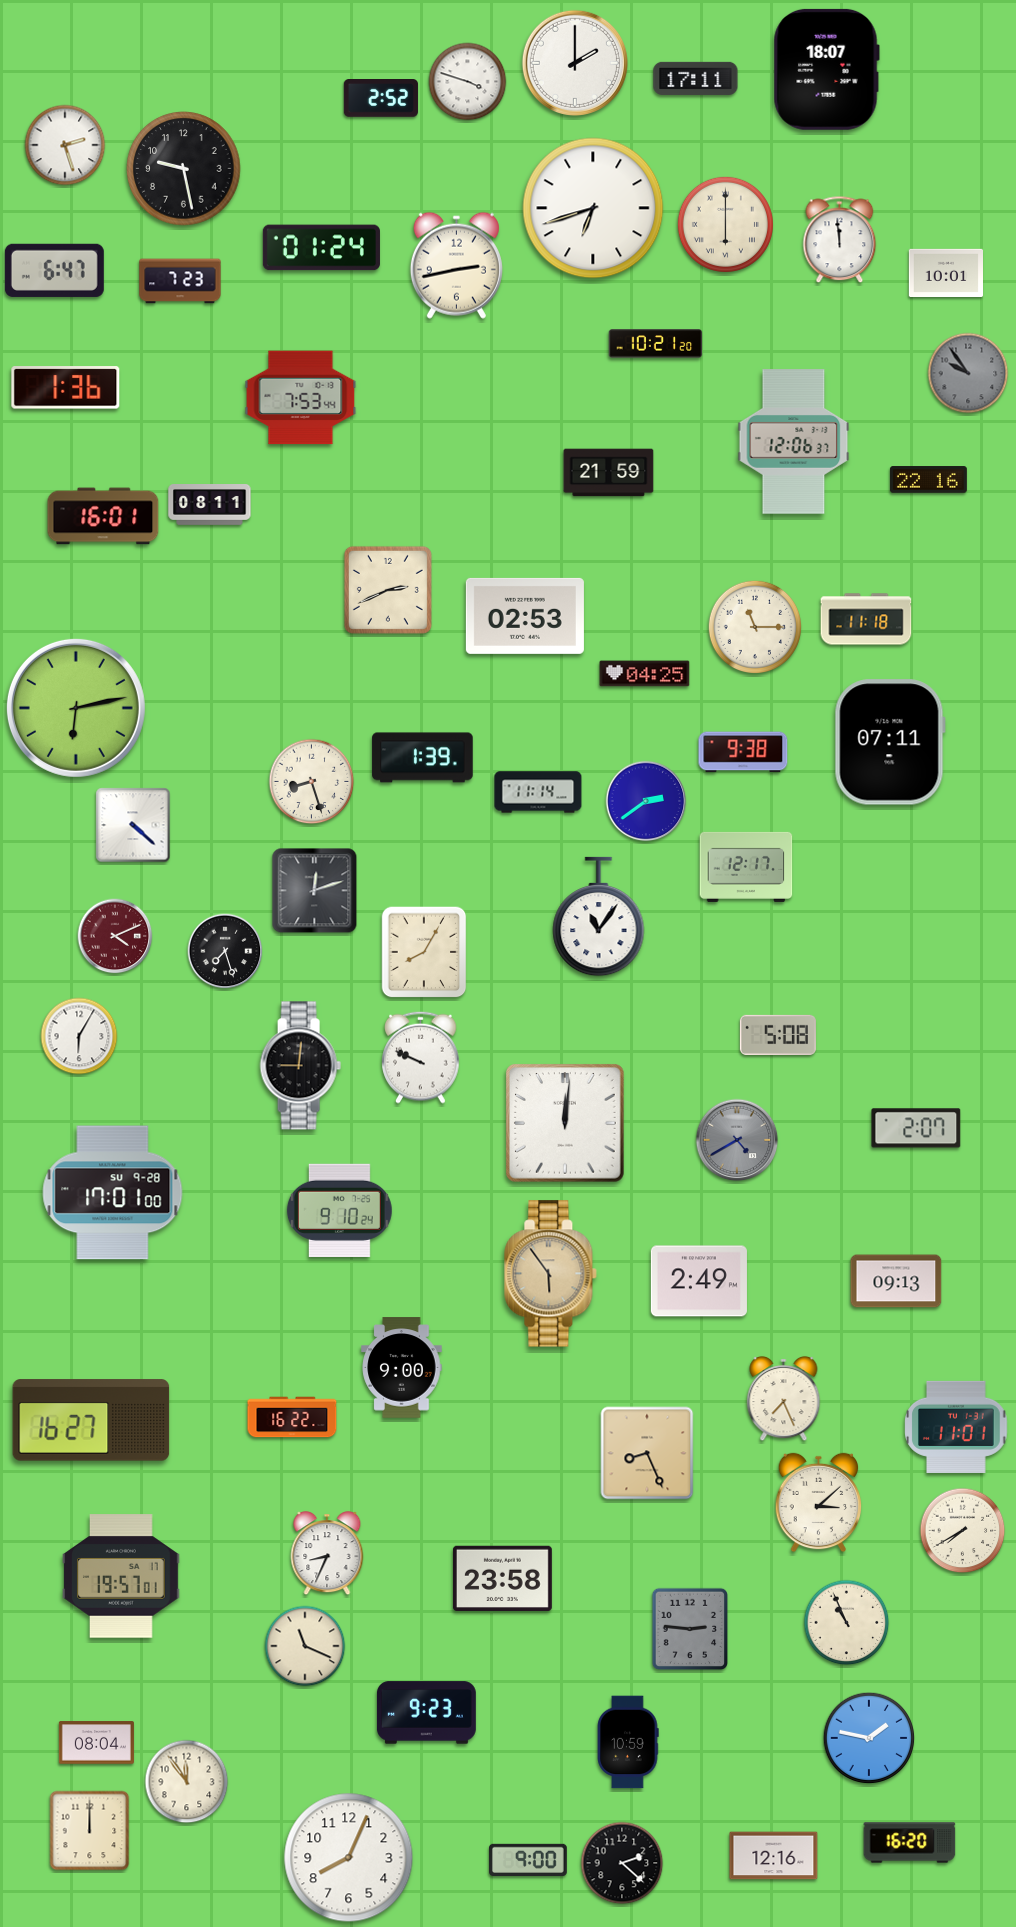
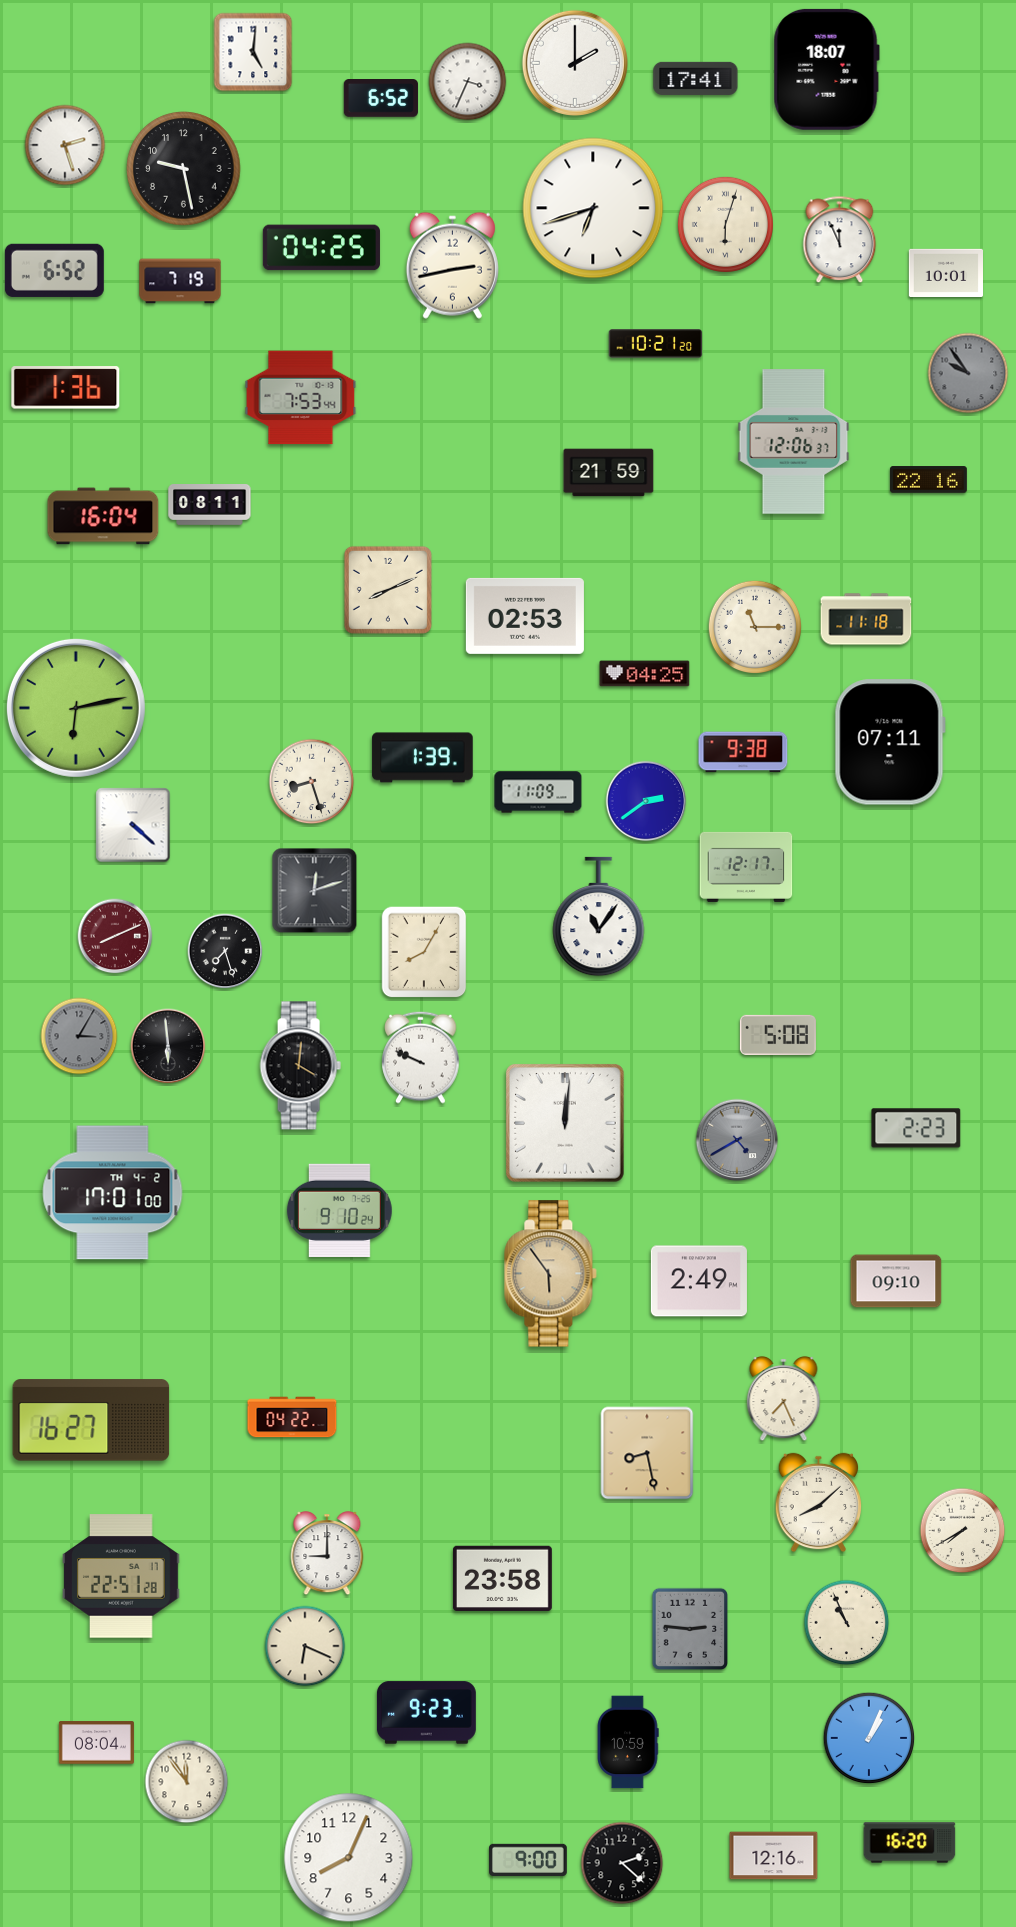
clock at (253, 52): none -> 5:01
clock at (696, 78): 17:11 -> 17:41
clock at (468, 82): 3:48 -> 3:34
clock at (381, 99): 2:52 -> 6:52
clock at (725, 224): 6:00 -> 6:03
clock at (840, 240): 11:59 -> 11:56
clock at (321, 248): 01:24 -> 04:25
clock at (456, 265) position: (456, 265) -> (452, 265)
clock at (54, 270): 6:47 -> 6:52
clock at (180, 281): 7:23 -> 7:19
clock at (103, 516): 16:01 -> 16:04
clock at (388, 590): 2:41 -> 8:11
clock at (538, 792): 11:14 -> 11:09
clock at (115, 936): 4:11 -> 8:11
clock at (79, 1036): 6:05 -> 3:05
clock at (79, 1036) dial: white -> grey
clock at (168, 1046): none -> 5:59
clock at (300, 1066): 9:01 -> 4:01
clock at (916, 1128): 2:07 -> 2:23
clock at (113, 1193) date: SU 9-28 -> TH 4-2
clock at (896, 1281): 09:13 -> 09:10
clock at (402, 1368): 9:00 -> none
clock at (292, 1417): 16:22 -> 04:22
clock at (956, 1427): 11:01 -> none
clock at (647, 1453): 8:26 -> 8:28
clock at (819, 1503): 3:08 -> 8:08
clock at (327, 1554): 8:34 -> 9:00
clock at (121, 1576): 19:57 -> 22:51
clock at (305, 1646): 11:19 -> 6:19
clock at (869, 1738): 1:47 -> 1:04
clock at (90, 1831): 12:00 -> none
